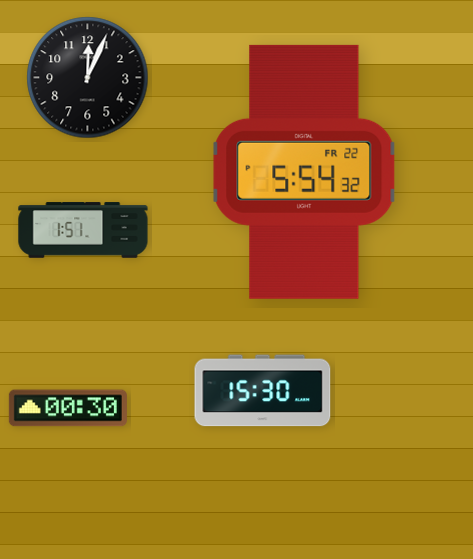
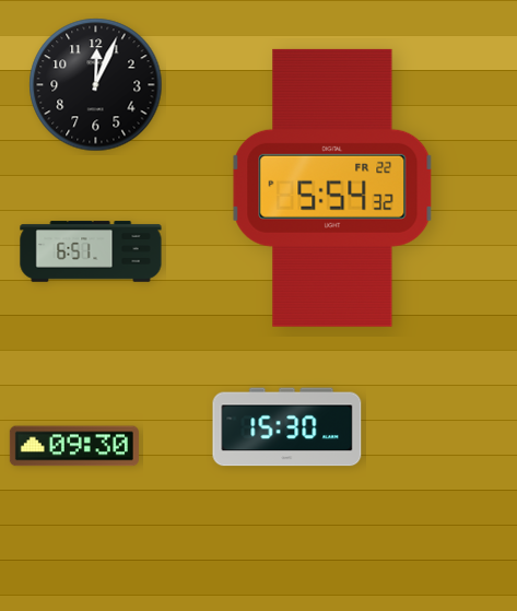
clock at (83, 230): 1:51 -> 6:51
clock at (68, 408): 00:30 -> 09:30
